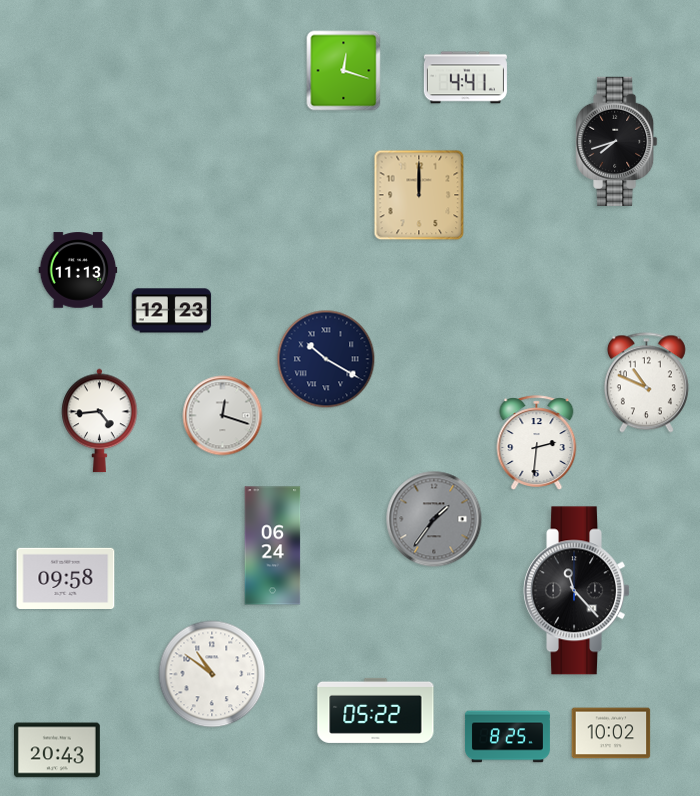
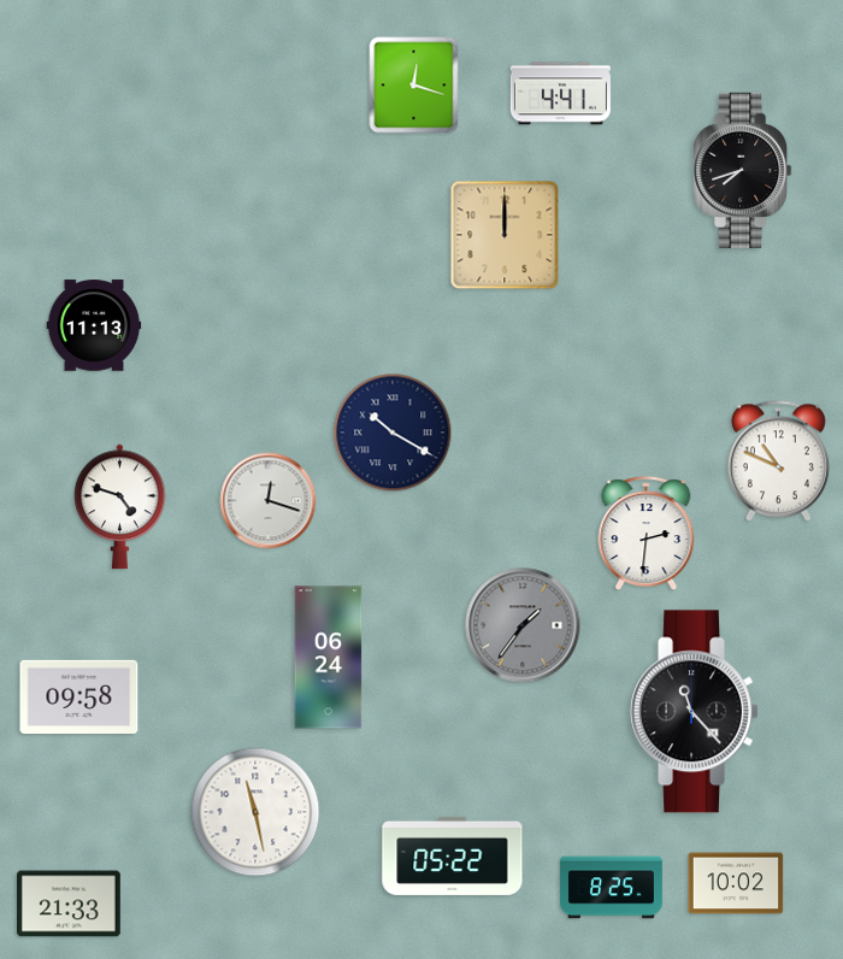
clock at (172, 311): 12:23 -> none
clock at (100, 421): 4:44 -> 4:48
clock at (212, 674): 10:51 -> 11:28
clock at (58, 750): 20:43 -> 21:33
